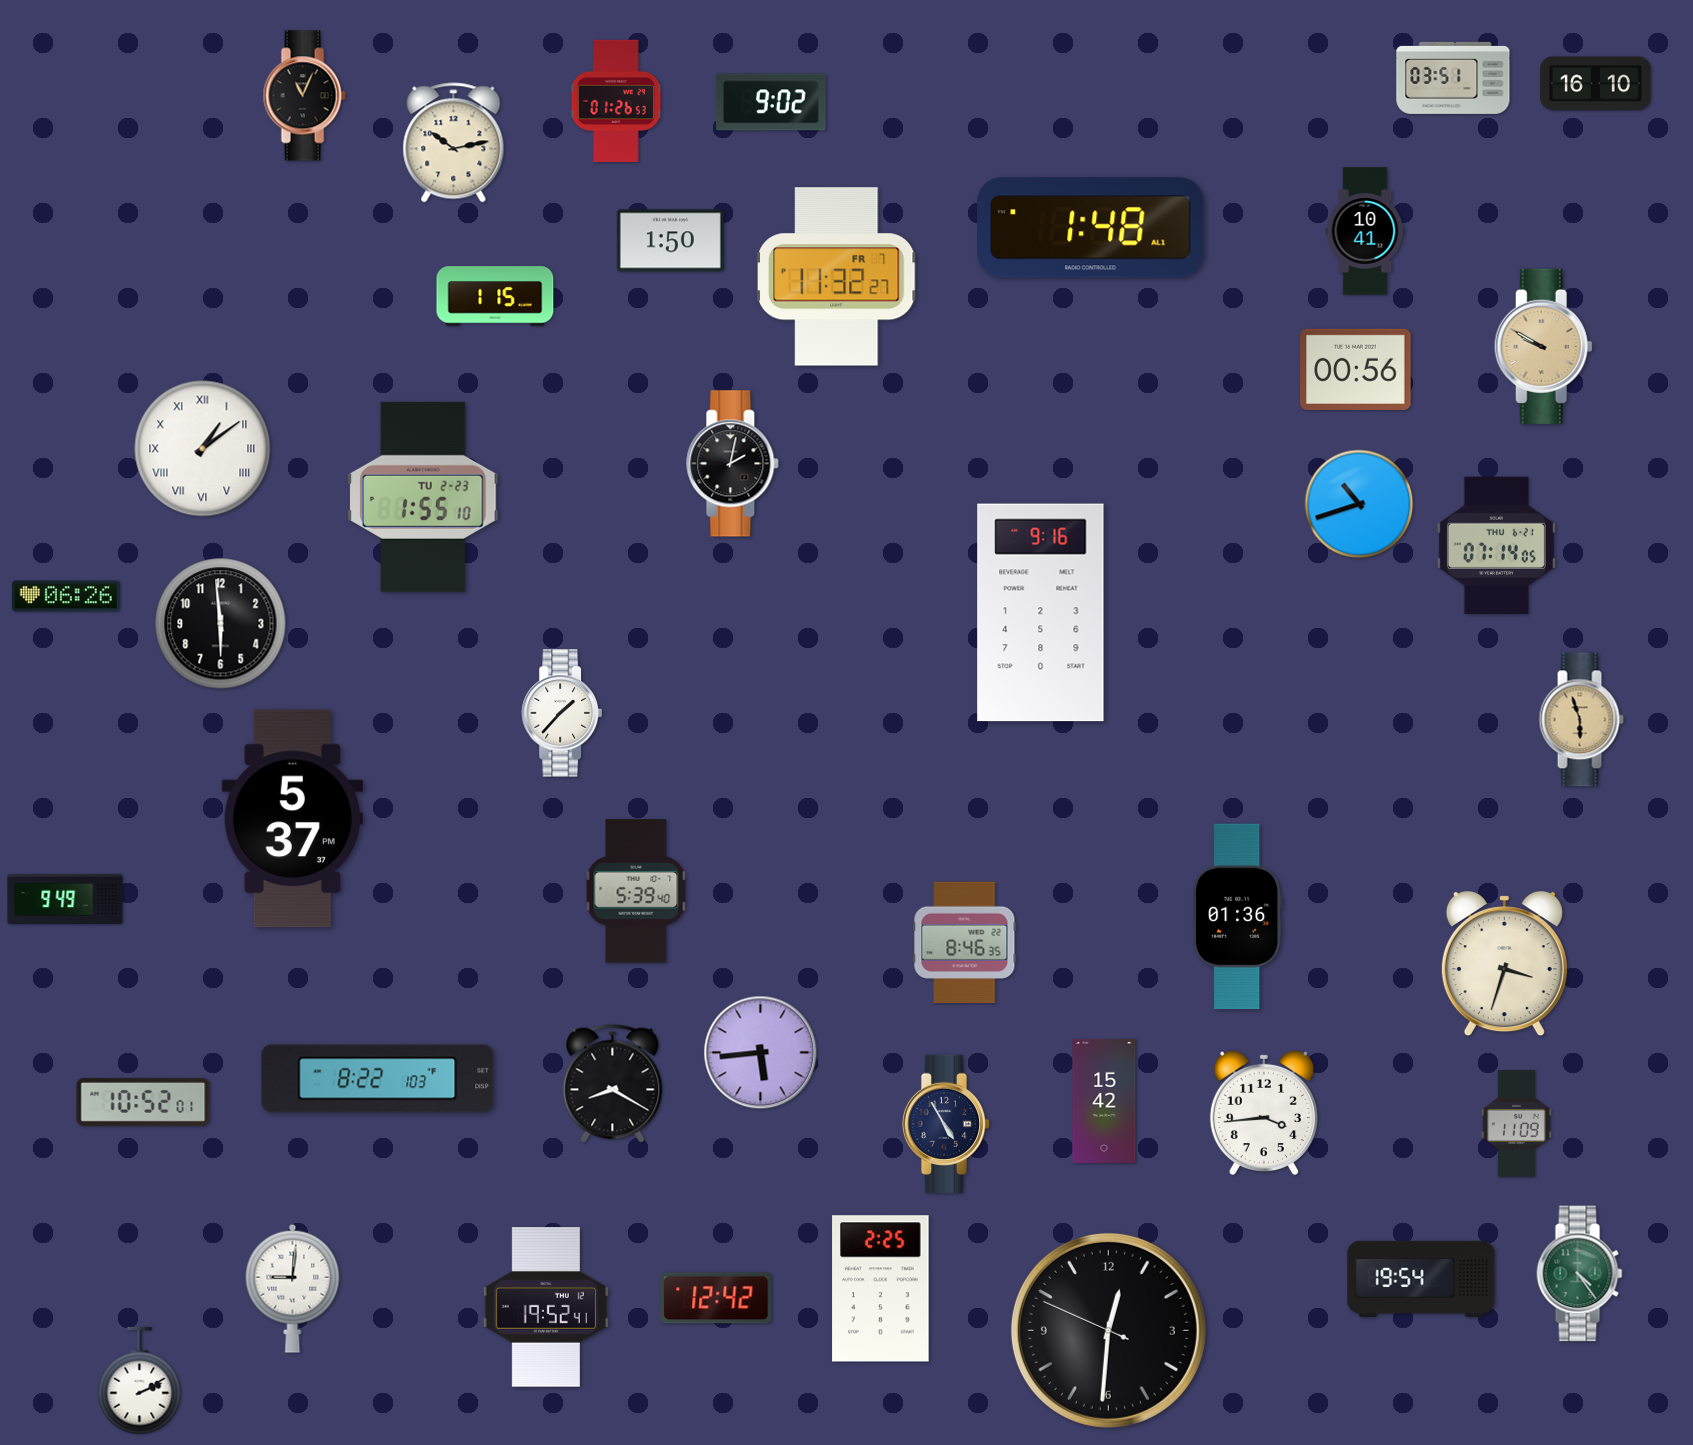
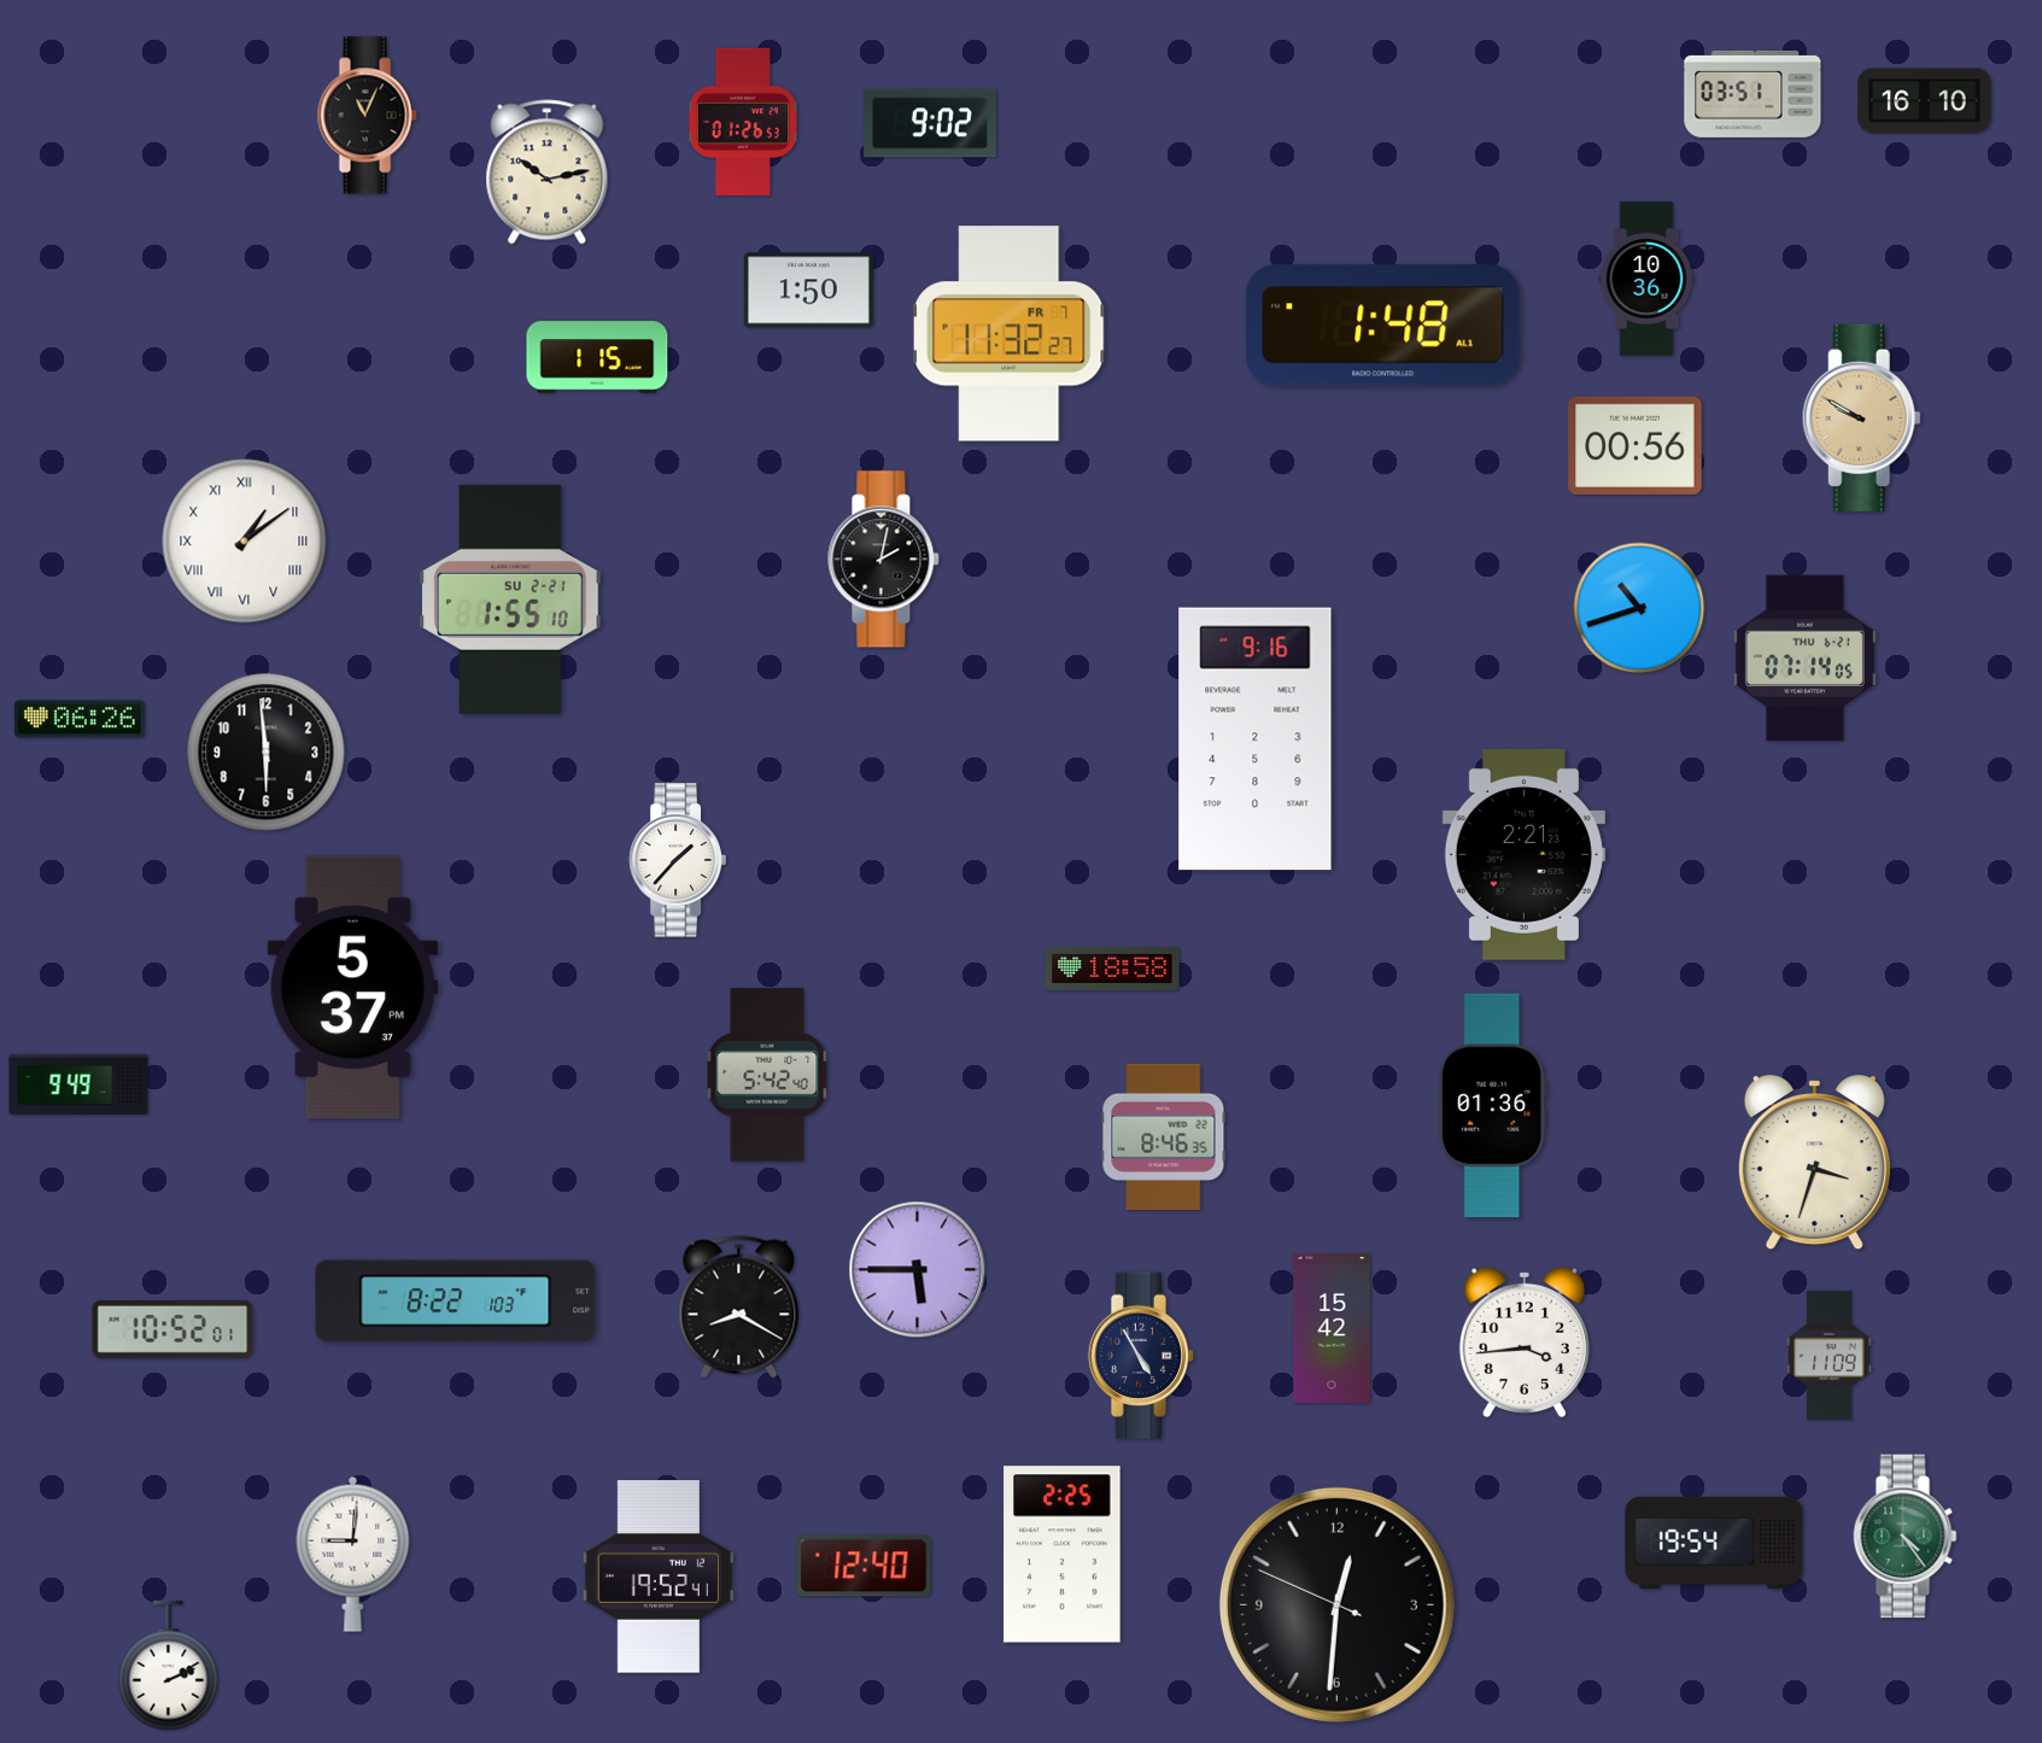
clock at (1091, 228) position: (1091, 228) -> (1383, 326)
clock at (1365, 231): 10:41 -> 10:36
clock at (423, 497) date: TU 2-23 -> SU 2-21
clock at (1523, 854): none -> 2:21
clock at (1581, 720): 5:57 -> none
clock at (1112, 969): none -> 18:58
clock at (636, 891): 5:39 -> 5:42
clock at (761, 1053): 5:44 -> 5:45
clock at (716, 1298): 12:42 -> 12:40
